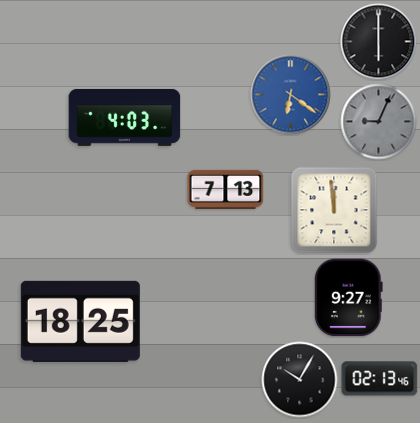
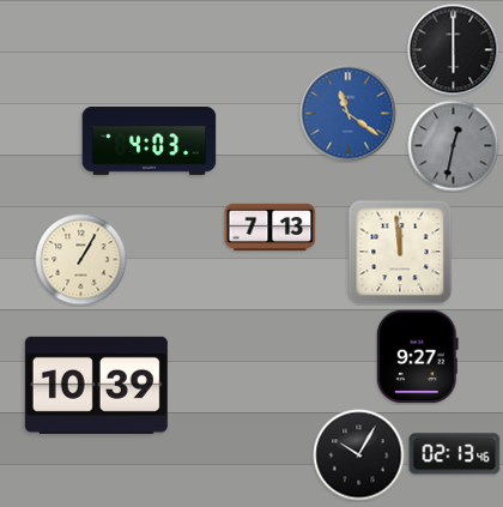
clock at (291, 95): 6:21 -> 11:21
clock at (379, 122): 9:04 -> 12:32
clock at (81, 260): none -> 1:05
clock at (80, 321): 18:25 -> 10:39
